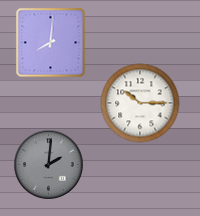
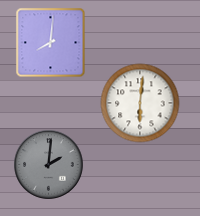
clock at (140, 103): 10:15 -> 6:01
